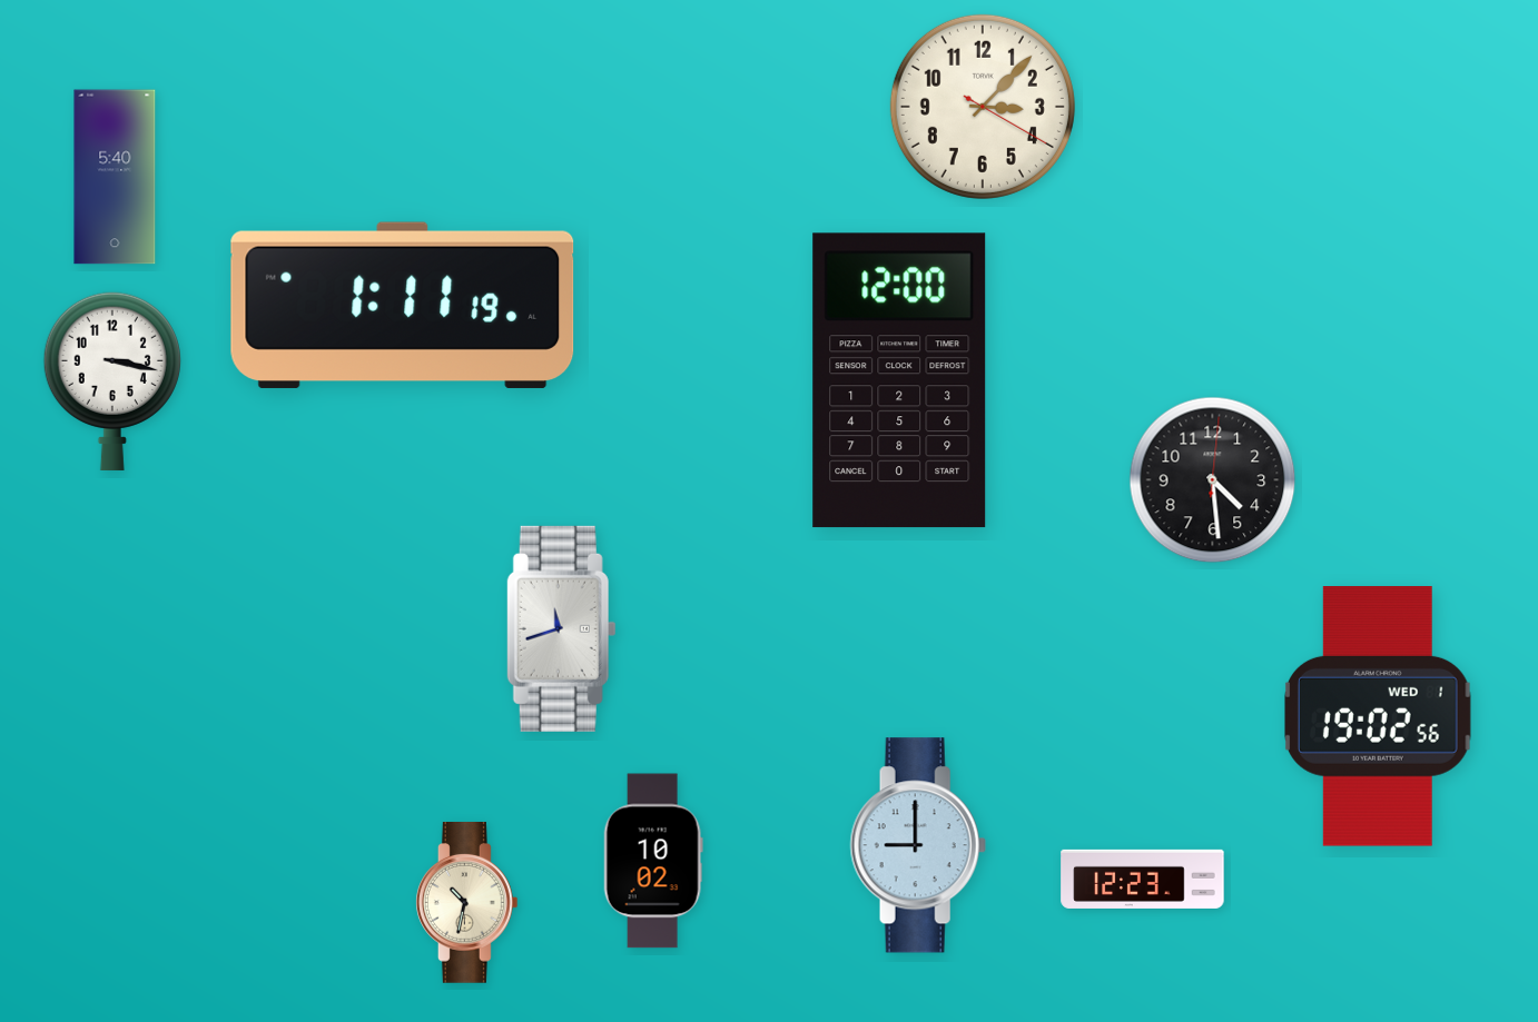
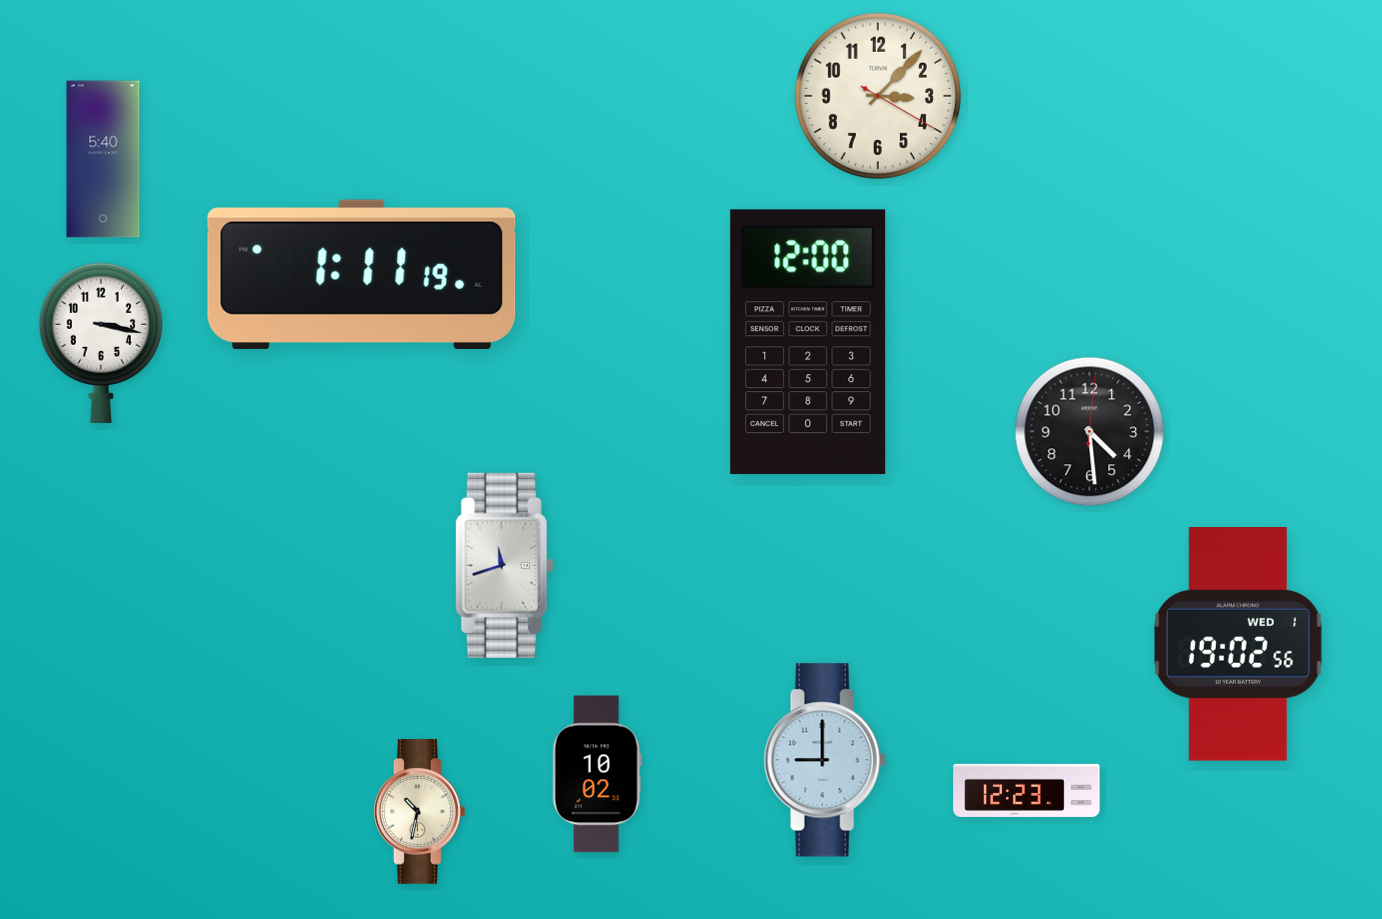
clock at (983, 107) position: (983, 107) -> (878, 96)
clock at (653, 861) position: (653, 861) -> (597, 774)
